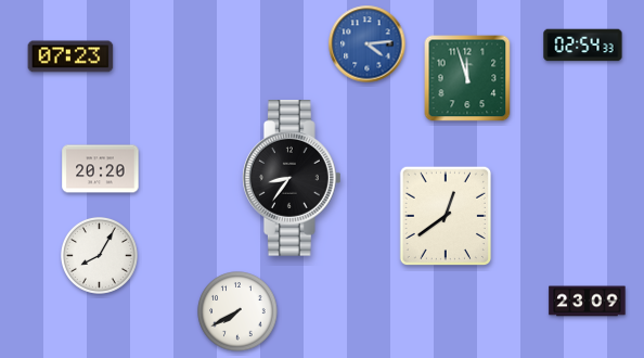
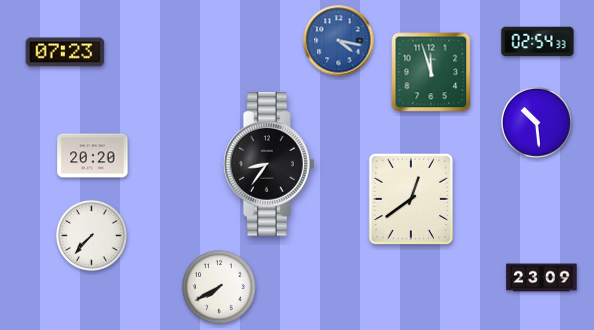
clock at (368, 44): 4:14 -> 4:17
clock at (536, 122): none -> 10:29
clock at (99, 255): 8:05 -> 7:37
